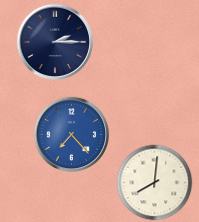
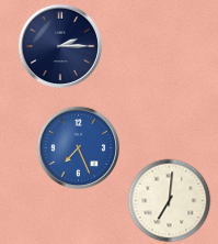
clock at (72, 135): 7:23 -> 7:26
clock at (155, 183): 8:01 -> 7:01
